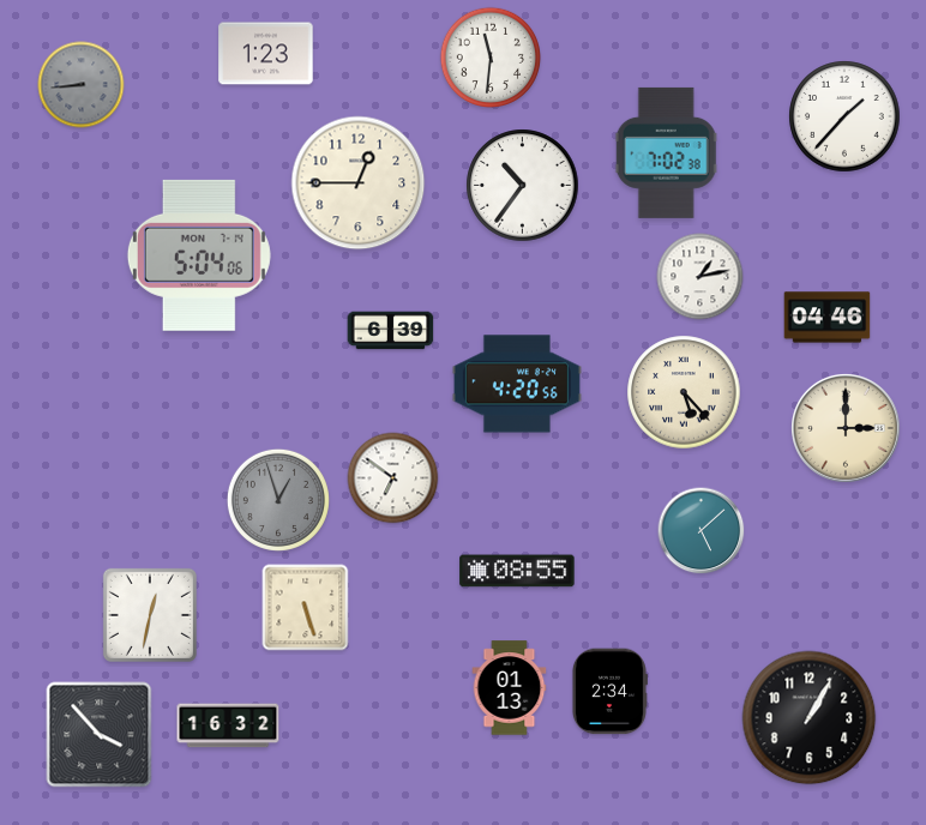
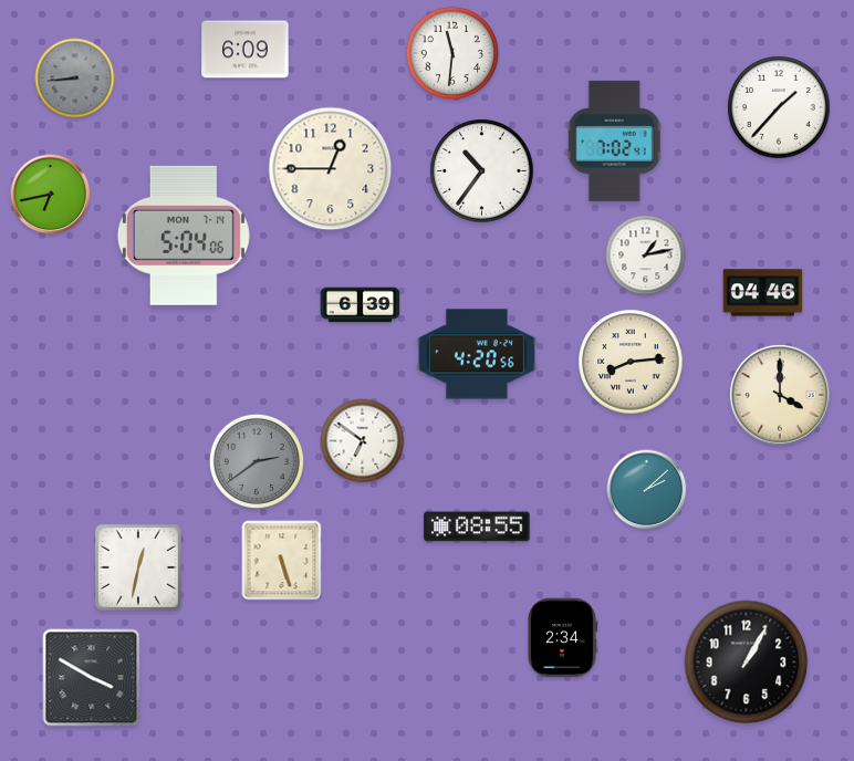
clock at (266, 54): 1:23 -> 6:09
clock at (666, 152): 7:02:38 -> 7:02:41
clock at (51, 195): none -> 6:43
clock at (684, 392): 5:23 -> 8:14
clock at (847, 429): 3:00 -> 4:00
clock at (278, 500): 12:57 -> 2:39
clock at (702, 531): 5:08 -> 2:08
clock at (510, 688): 01:13 -> none
clock at (228, 725): 16:32 -> none
clock at (100, 735): 3:53 -> 3:50
